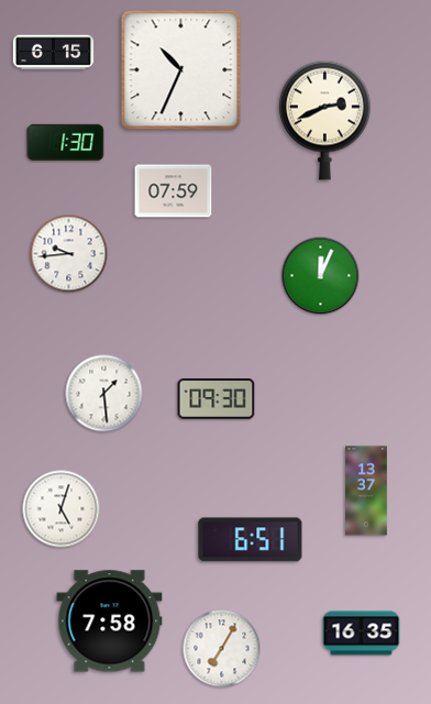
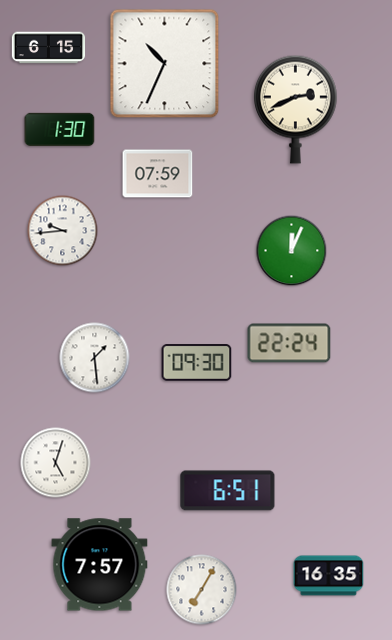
clock at (289, 343): none -> 22:24
clock at (367, 491): 13:37 -> none
clock at (110, 621): 7:58 -> 7:57
